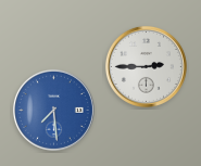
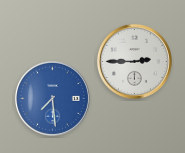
clock at (53, 110) position: (53, 110) -> (52, 98)
